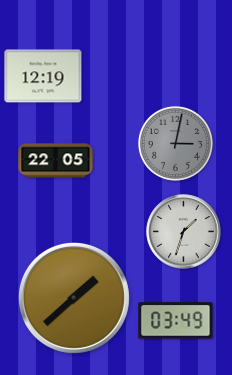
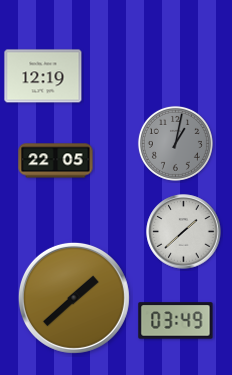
clock at (175, 143): 3:02 -> 1:02
clock at (184, 232): 1:33 -> 1:38
